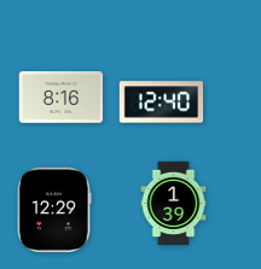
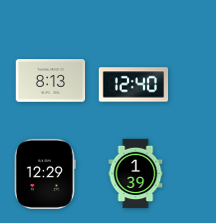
clock at (62, 98): 8:16 -> 8:13
clock at (174, 204) position: (174, 204) -> (136, 174)
